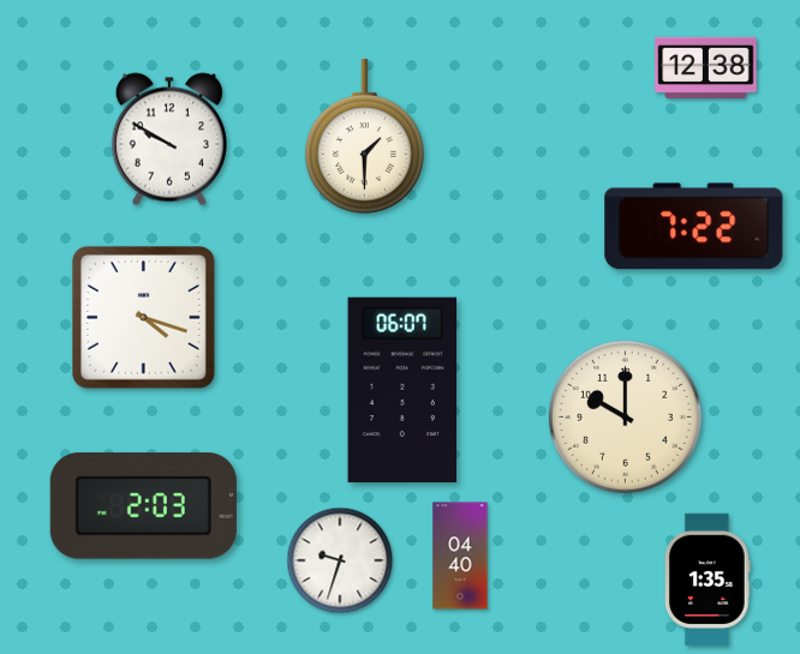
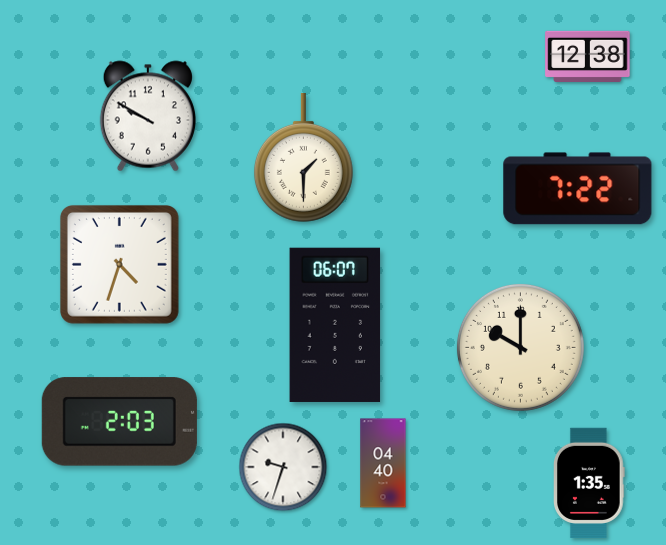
clock at (364, 137) position: (364, 137) -> (303, 158)
clock at (169, 139) position: (169, 139) -> (148, 116)
clock at (143, 317): 4:18 -> 4:33
